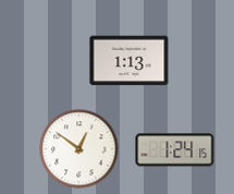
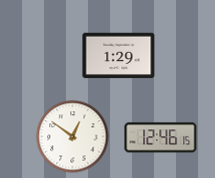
clock at (130, 61): 1:13 -> 1:29
clock at (175, 150): 1:24 -> 12:46
